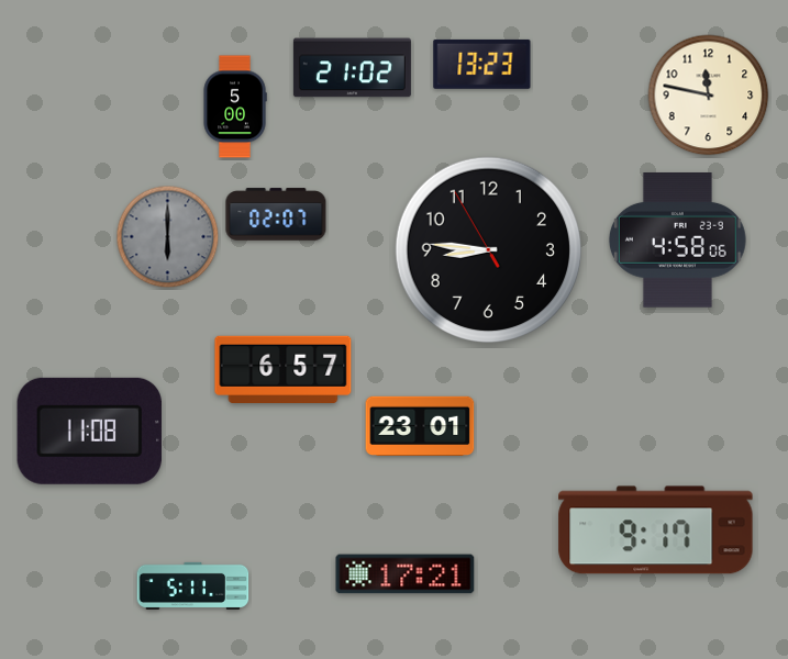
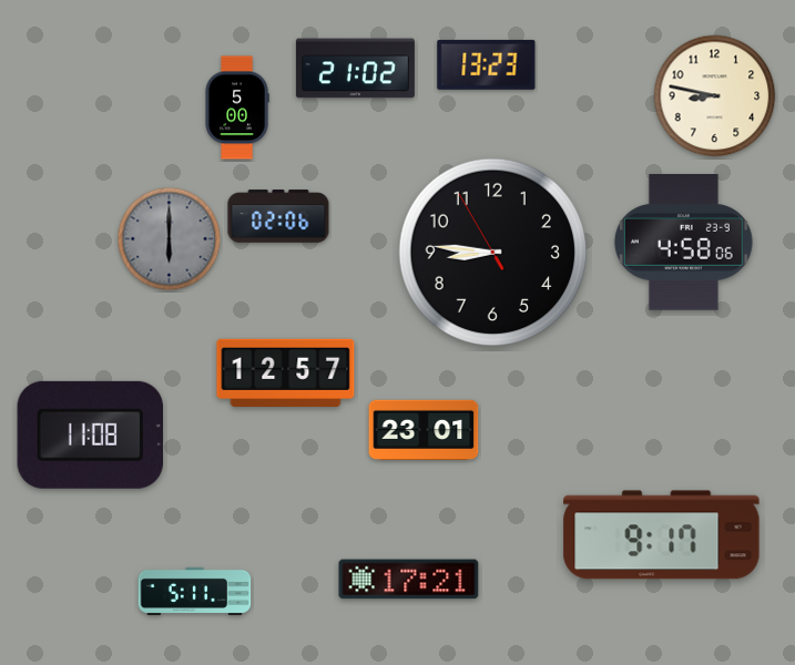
clock at (709, 96): 11:47 -> 8:47
clock at (276, 214): 02:07 -> 02:06
clock at (284, 369): 6:57 -> 12:57
